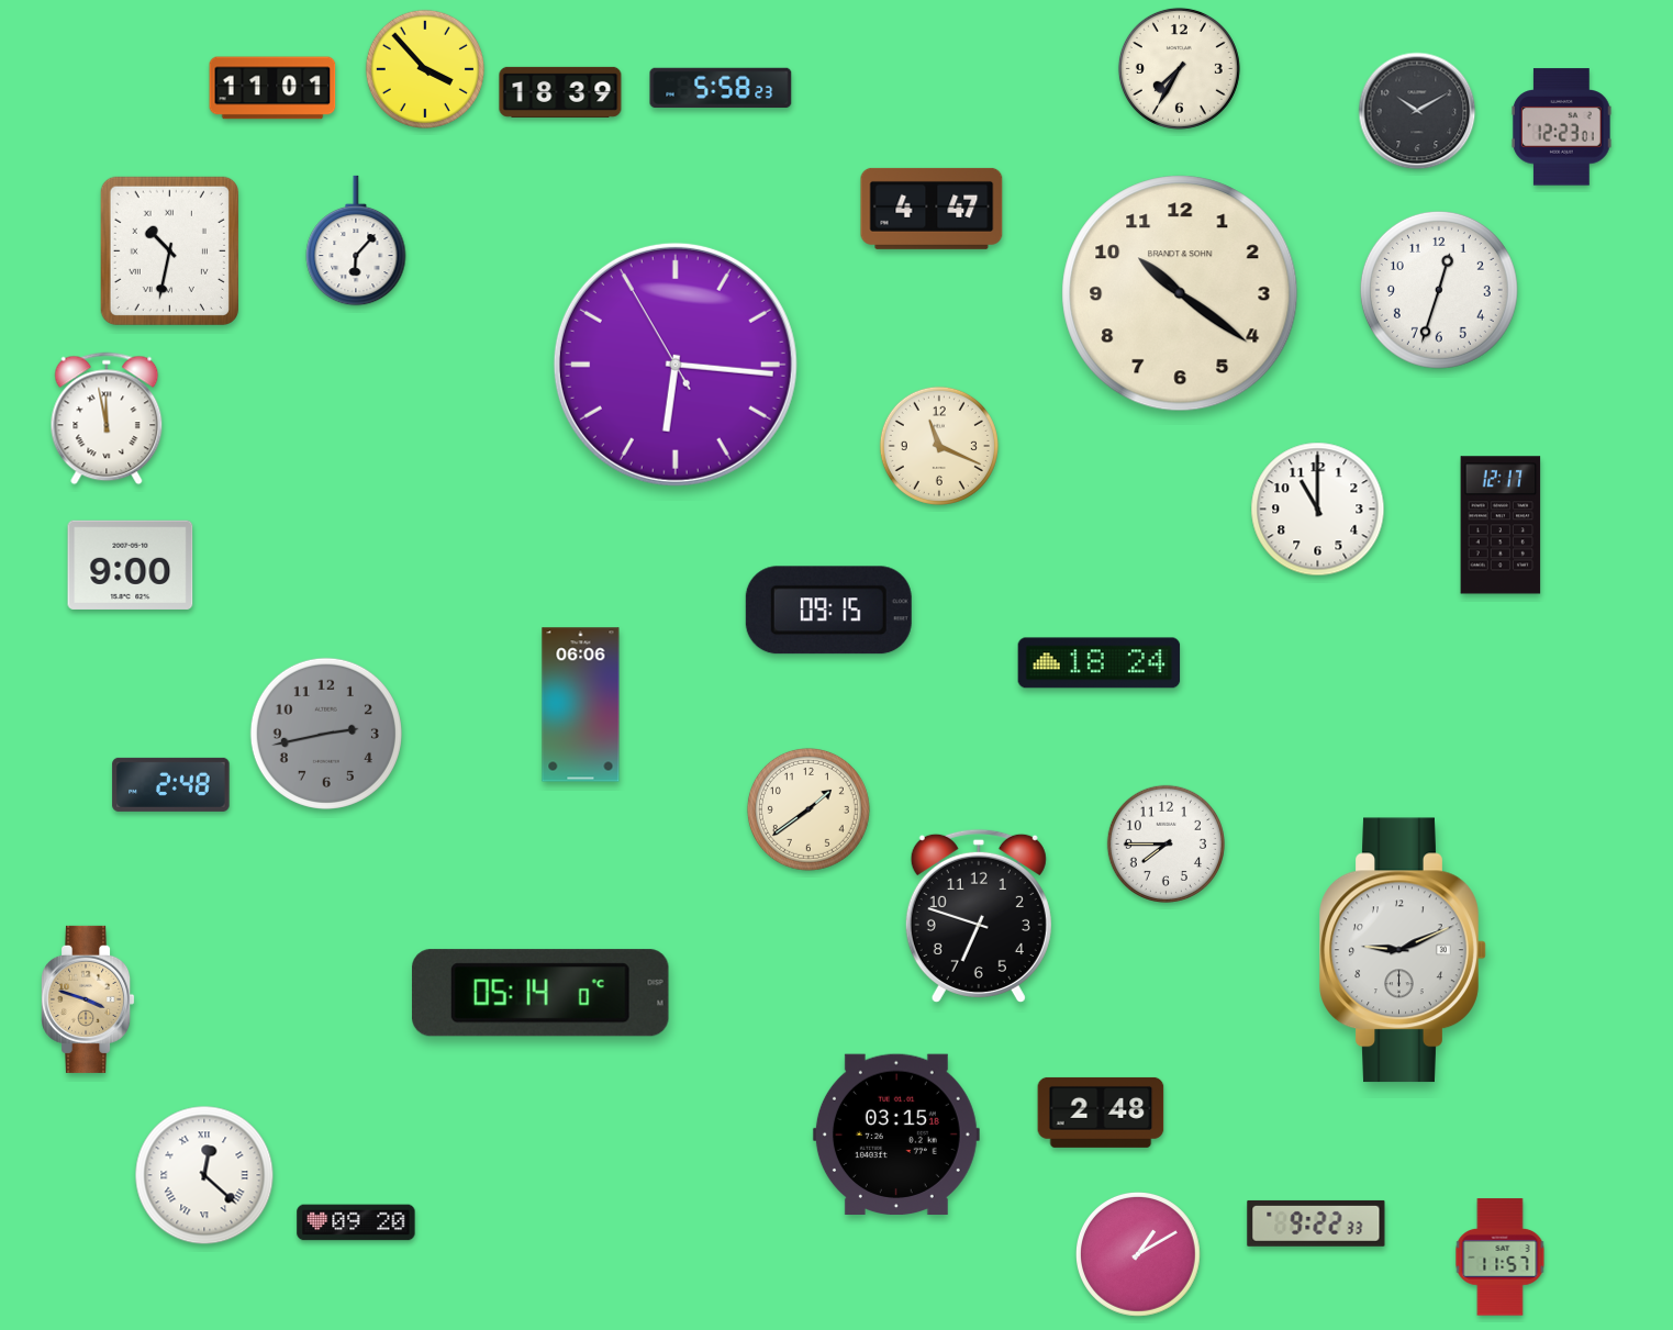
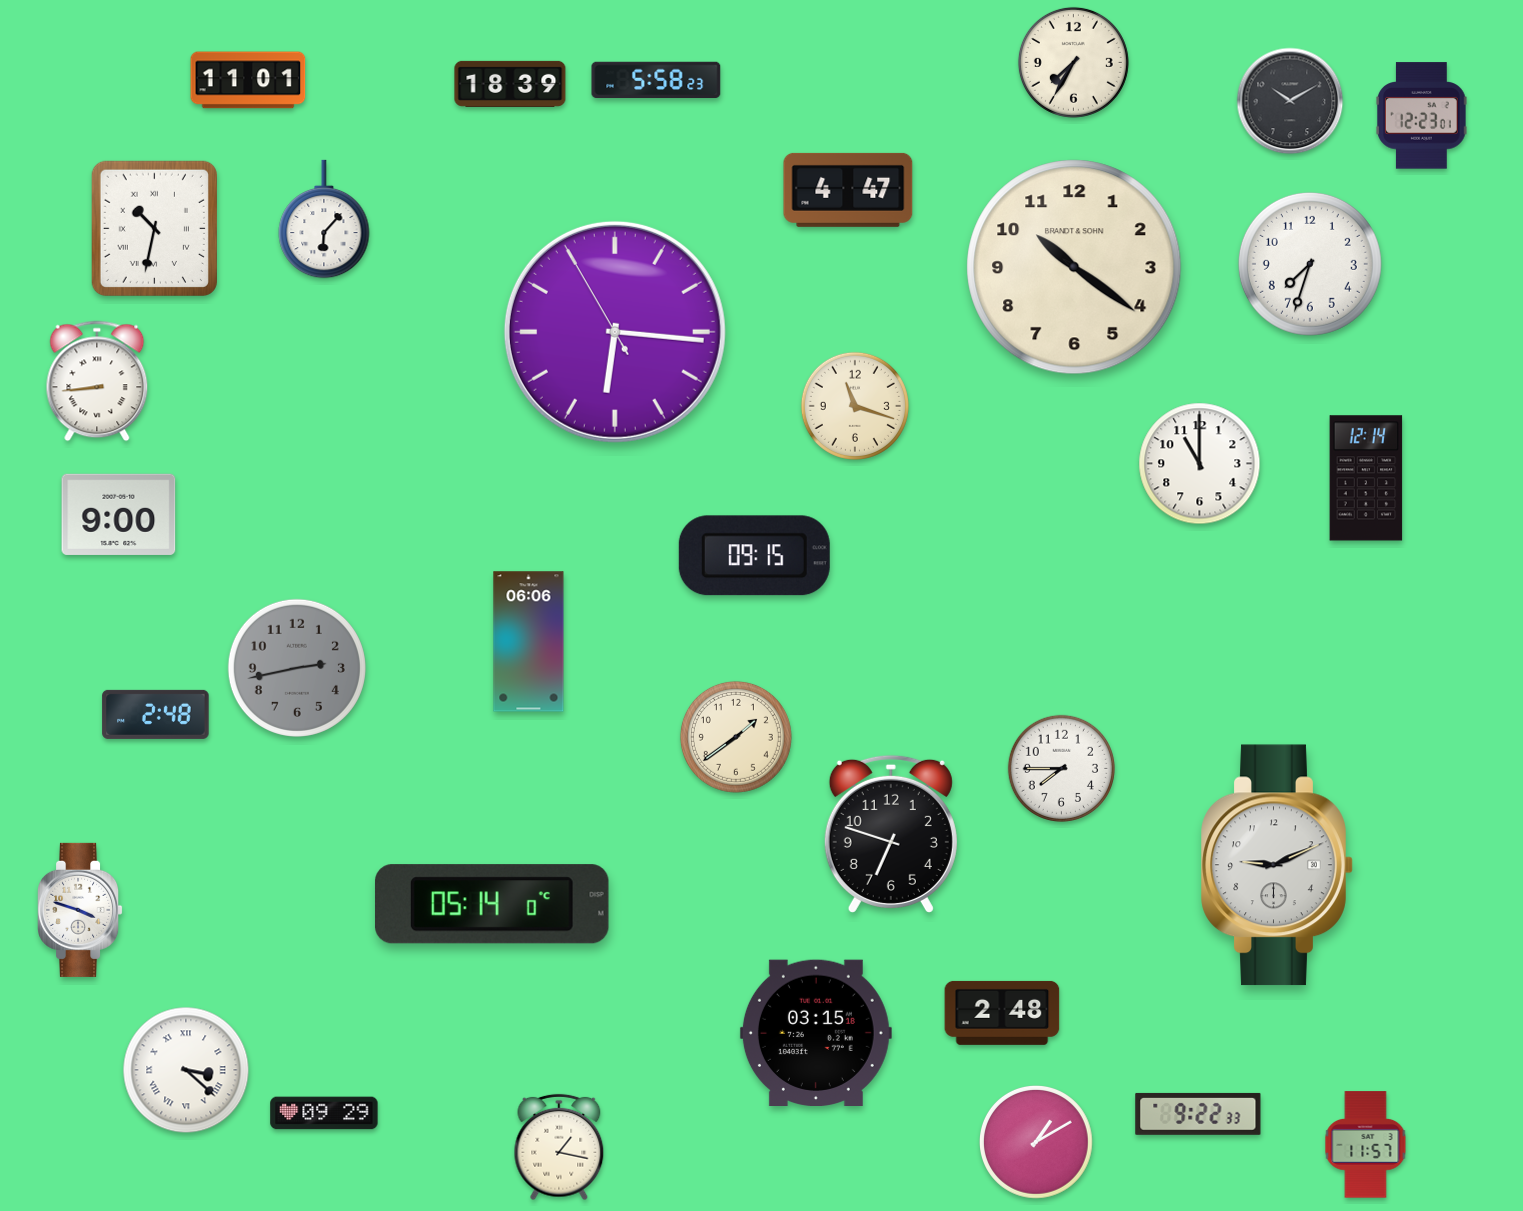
clock at (425, 69): 3:53 -> none
clock at (1439, 290): 12:33 -> 7:33
clock at (107, 418): 11:58 -> 8:44
clock at (939, 446): 11:19 -> 11:18
clock at (1501, 525): 12:17 -> 12:14
clock at (1100, 663): 18:24 -> none
clock at (89, 999) dial: champagne -> white
clock at (204, 1175): 12:22 -> 3:22
clock at (356, 1222): 09:20 -> 09:29
clock at (559, 1147): none -> 1:17
